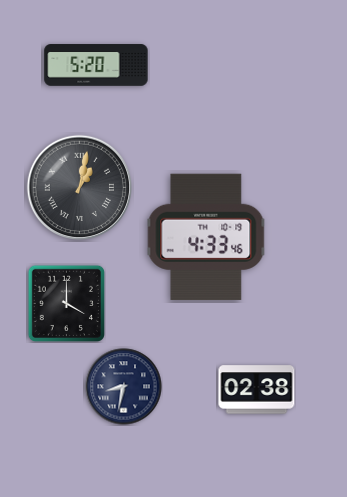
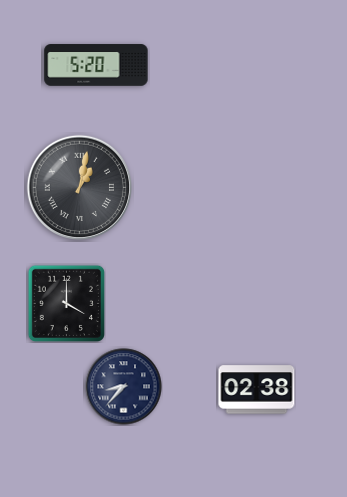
clock at (206, 237): 4:33 -> none
clock at (124, 387): 8:32 -> 8:37
